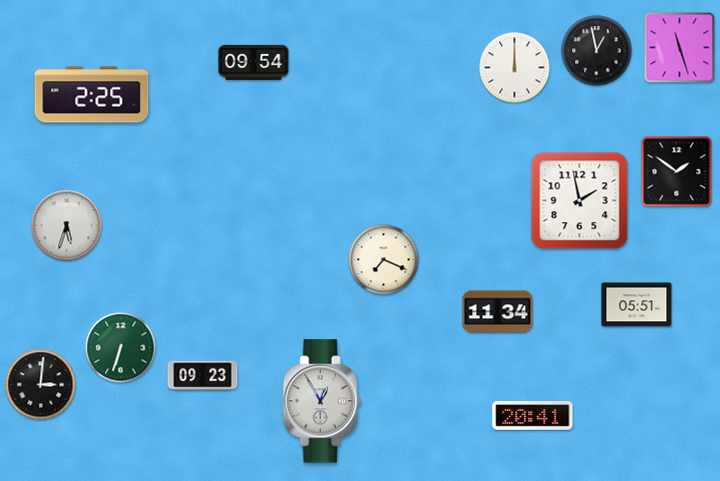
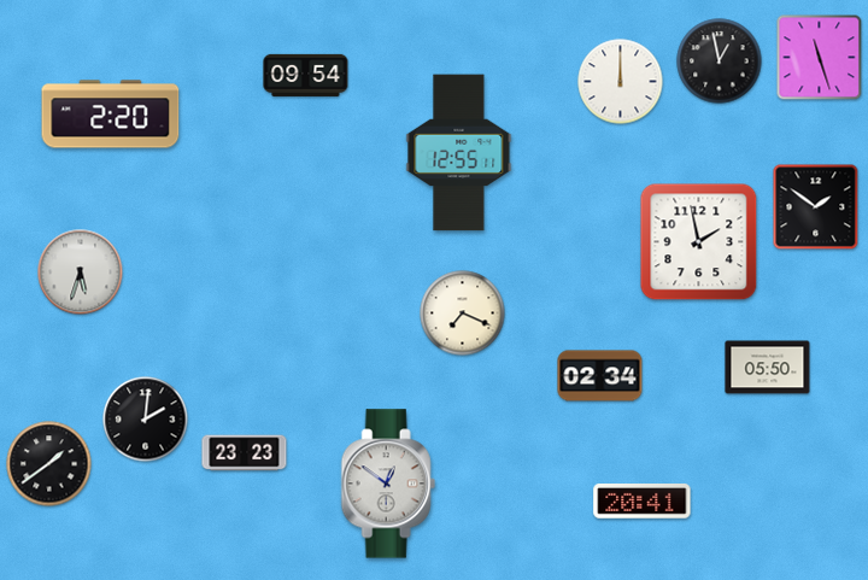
clock at (92, 95): 2:25 -> 2:20
clock at (459, 153): none -> 12:55
clock at (637, 305): 05:51 -> 05:50
clock at (498, 312): 11:34 -> 02:34
clock at (121, 348): 6:33 -> 2:01
clock at (121, 348) dial: green -> black
clock at (203, 376): 09:23 -> 23:23
clock at (41, 385): 3:01 -> 1:39
clock at (322, 401): 12:55 -> 12:51
